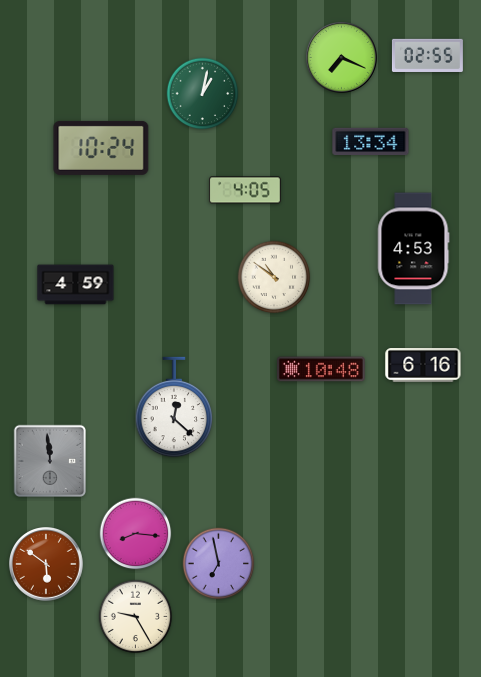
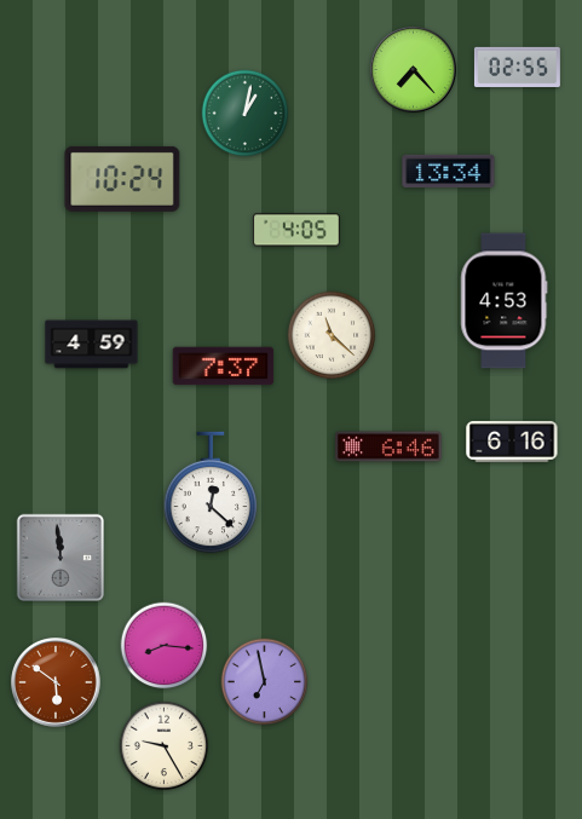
clock at (341, 57): 7:19 -> 7:23
clock at (414, 249) position: (414, 249) -> (505, 301)
clock at (274, 277): 10:51 -> 11:22
clock at (224, 367): none -> 7:37
clock at (321, 369): 10:48 -> 6:46
